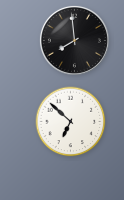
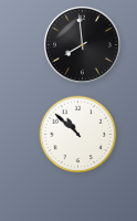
clock at (71, 122): 6:52 -> 10:52
